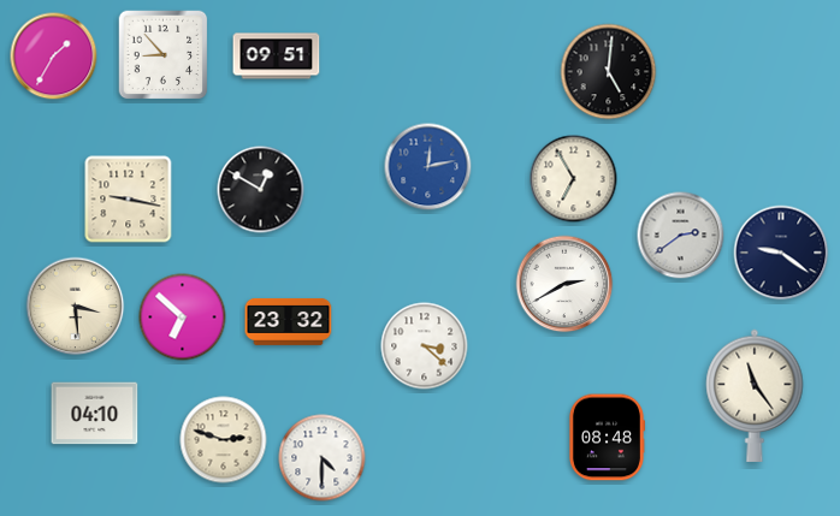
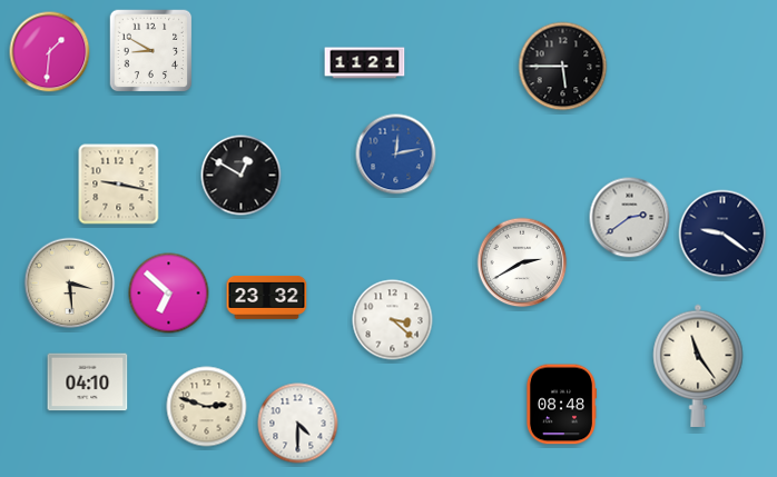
clock at (164, 55): 8:53 -> 8:50
clock at (54, 57): 1:35 -> 1:31
clock at (277, 57): 09:51 -> none
clock at (365, 63): none -> 11:21
clock at (609, 72): 5:01 -> 5:45
clock at (574, 179): 6:55 -> none
